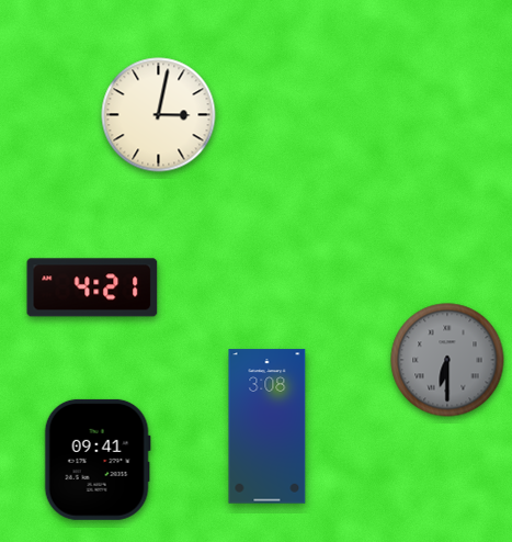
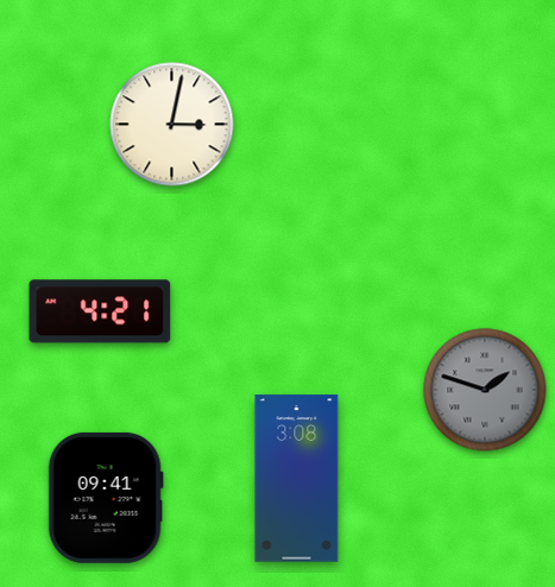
clock at (447, 360): 6:30 -> 1:48
clock at (268, 427) position: (268, 427) -> (297, 479)
